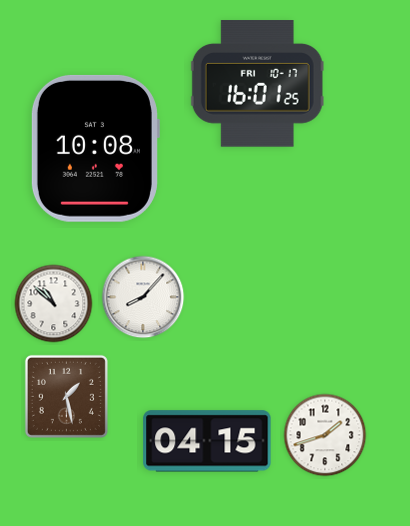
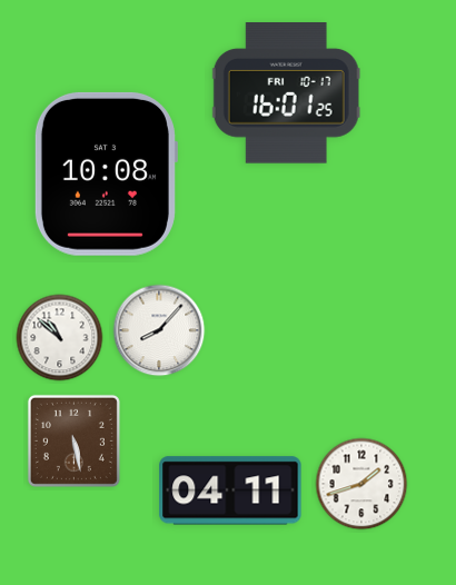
clock at (95, 148) position: (95, 148) -> (106, 173)
clock at (66, 396): 1:28 -> 5:28
clock at (207, 441): 04:15 -> 04:11
